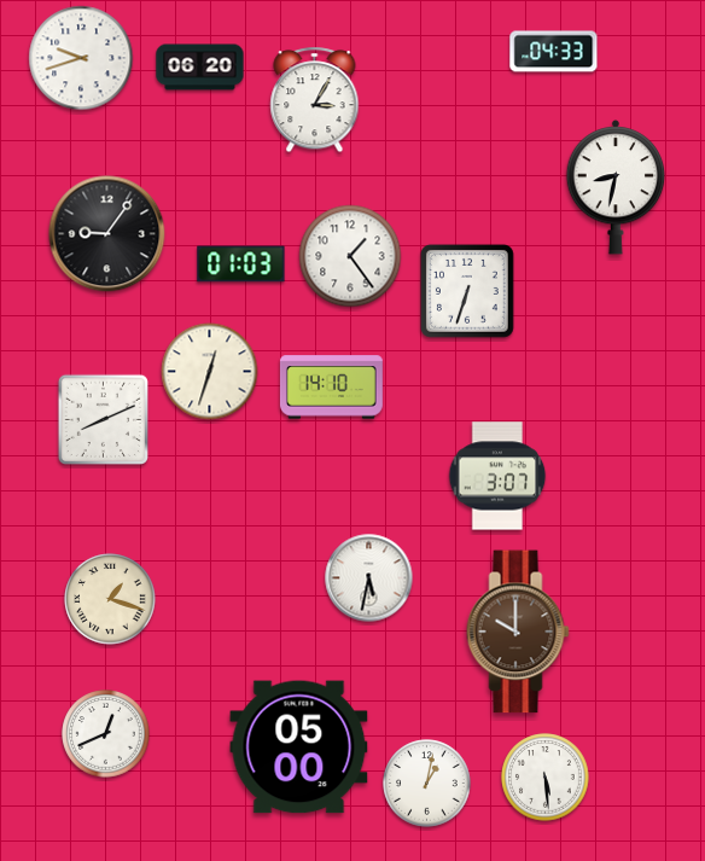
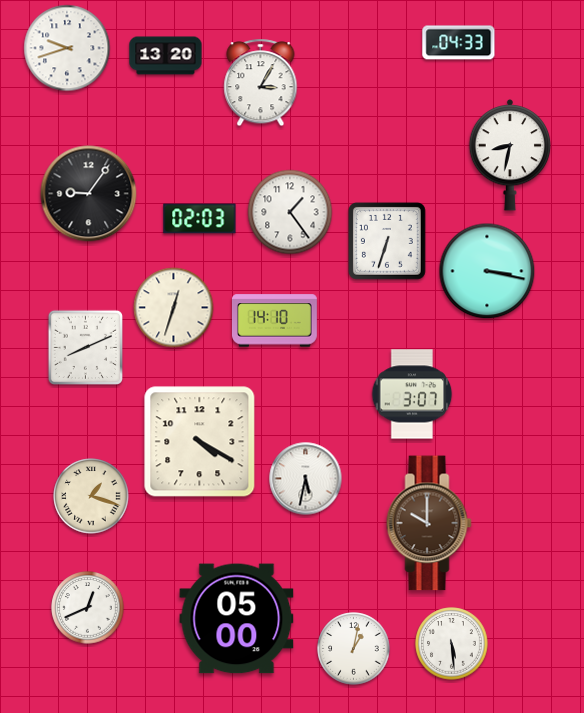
clock at (200, 68): 06:20 -> 13:20
clock at (241, 264): 01:03 -> 02:03
clock at (487, 271): none -> 3:17
clock at (200, 442): none -> 4:20
clock at (299, 747) position: (299, 747) -> (237, 619)
